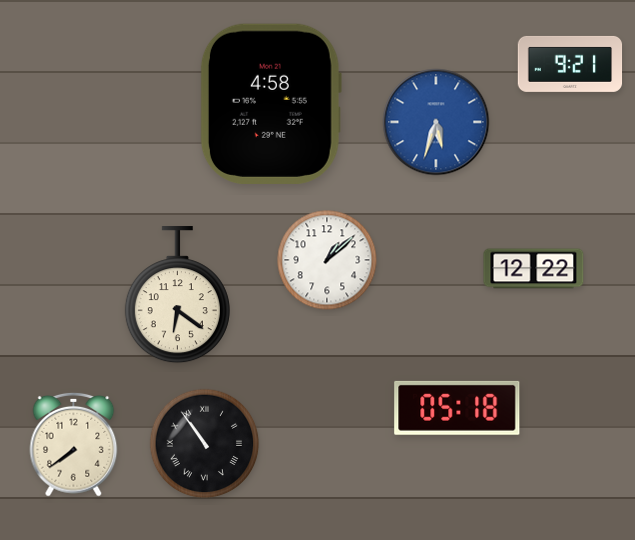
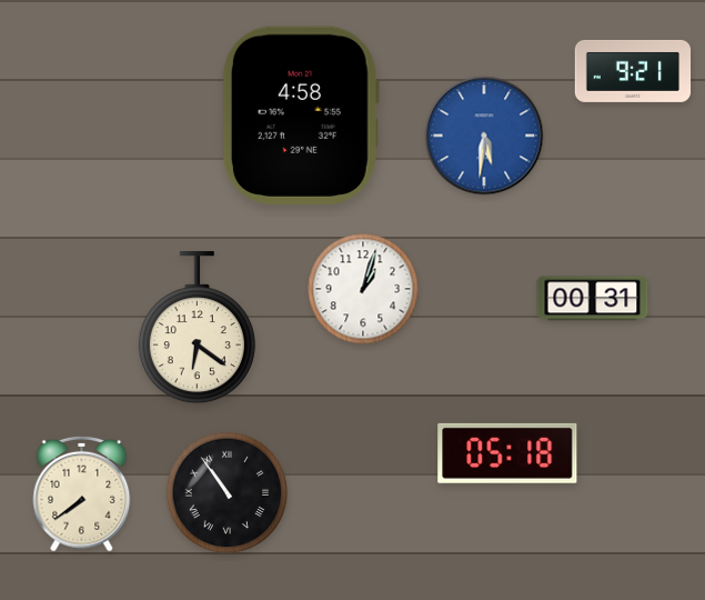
clock at (436, 122): 5:33 -> 5:31
clock at (327, 260): 1:08 -> 1:03
clock at (534, 269): 12:22 -> 00:31
